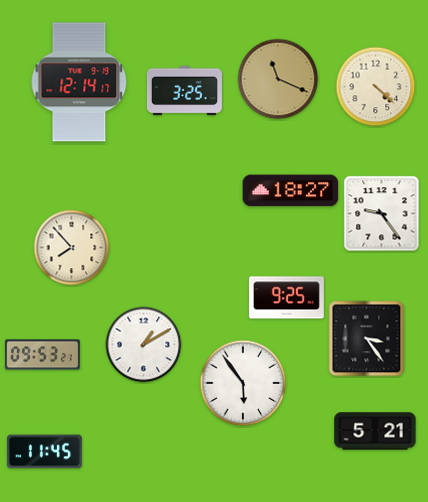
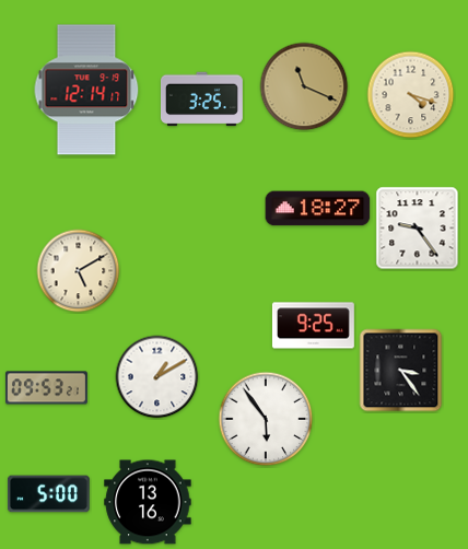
clock at (376, 87): 4:22 -> 4:18
clock at (382, 214) position: (382, 214) -> (418, 229)
clock at (72, 248): 7:53 -> 5:10
clock at (375, 431): 5:21 -> none
clock at (44, 452): 11:45 -> 5:00
clock at (148, 502): none -> 13:16
